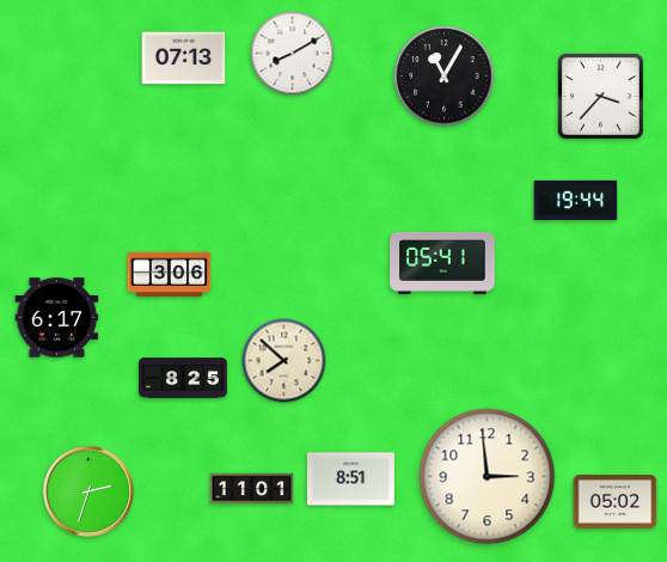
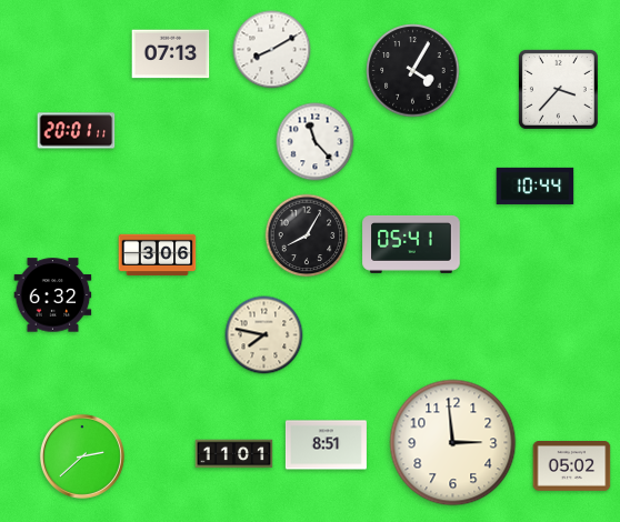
clock at (445, 77): 11:05 -> 4:05
clock at (77, 131): none -> 20:01
clock at (316, 142): none -> 11:23
clock at (576, 200): 19:44 -> 10:44
clock at (307, 235): none -> 8:05
clock at (57, 318): 6:17 -> 6:32
clock at (284, 361): 7:52 -> 7:47
clock at (183, 378): 8:25 -> none
clock at (88, 491): 2:33 -> 2:38
